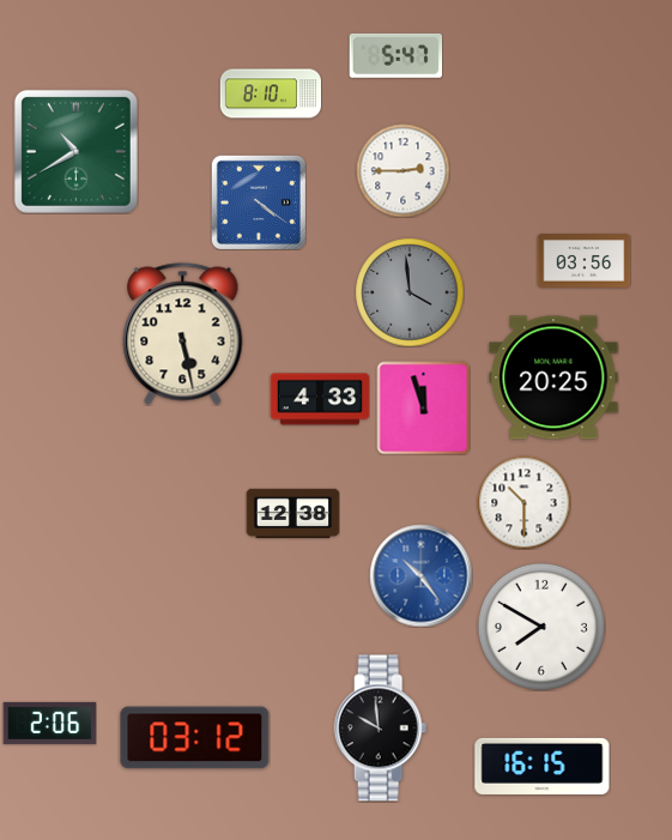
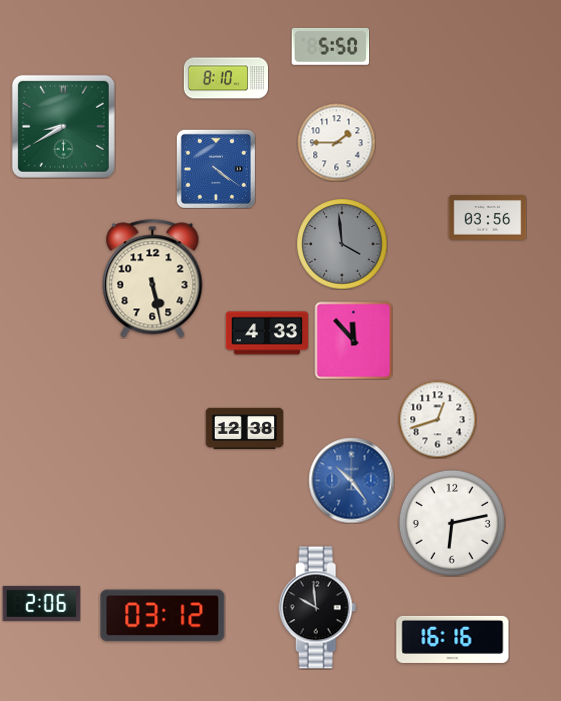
clock at (395, 55): 5:47 -> 5:50
clock at (75, 151): 10:40 -> 8:40
clock at (402, 170): 2:45 -> 1:45
clock at (553, 377): 20:25 -> none
clock at (423, 407): 11:57 -> 11:53
clock at (523, 502): 10:30 -> 12:42
clock at (541, 627): 7:50 -> 6:13
clock at (543, 766): 16:15 -> 16:16
